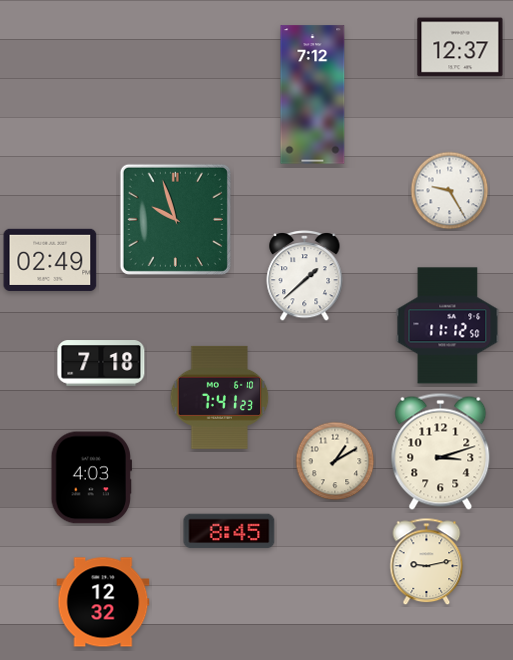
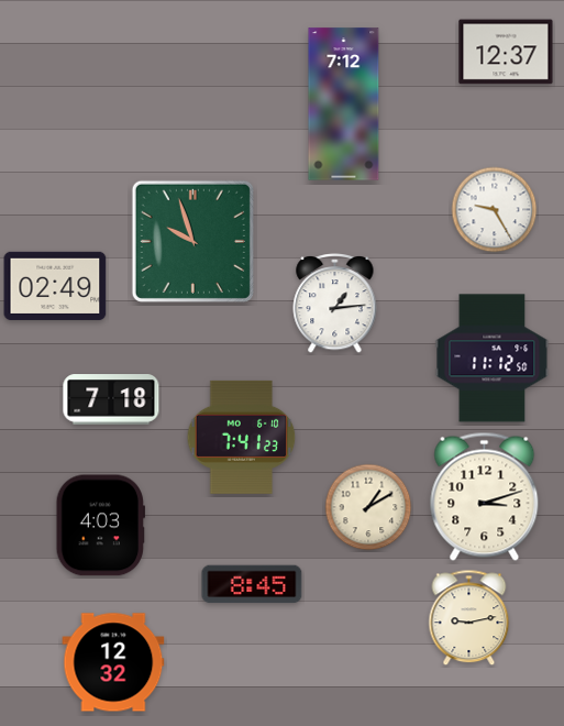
clock at (305, 275): 1:38 -> 1:14
